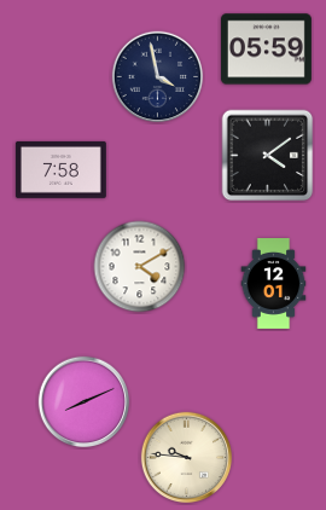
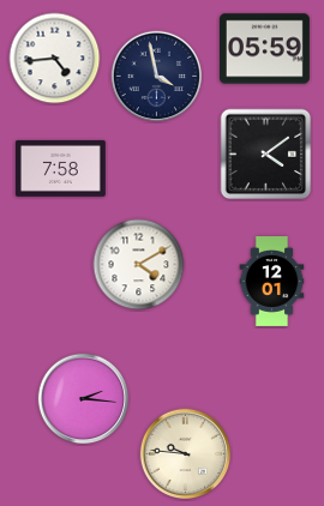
clock at (55, 59): none -> 4:44
clock at (85, 402): 8:11 -> 2:16
